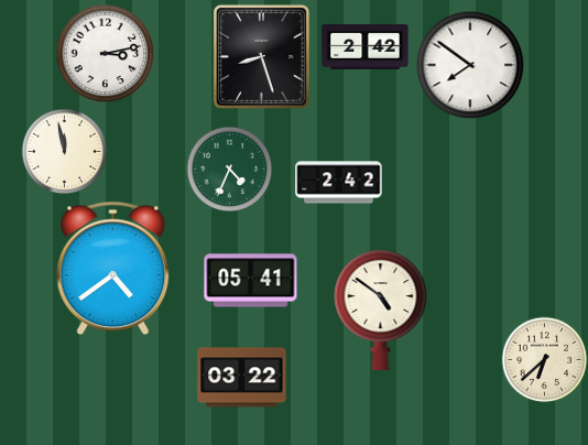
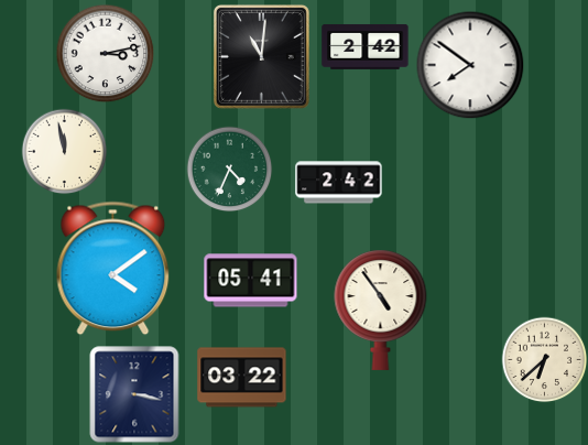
clock at (261, 56): 8:27 -> 11:01
clock at (113, 269): 4:39 -> 4:09
clock at (381, 310): 4:51 -> 4:54
clock at (134, 394): none -> 3:17
